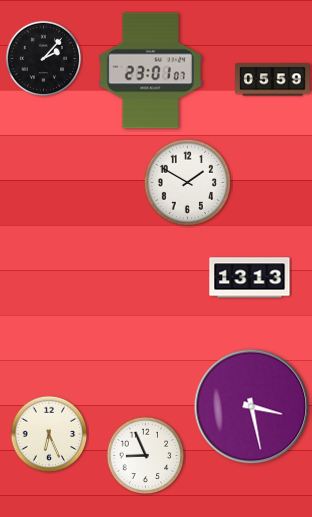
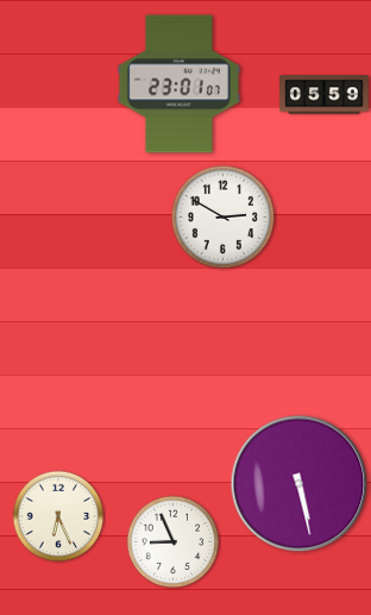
clock at (44, 59): 2:07 -> none
clock at (188, 183): 1:50 -> 2:50
clock at (250, 278): 13:13 -> none
clock at (252, 407): 3:28 -> 5:28
